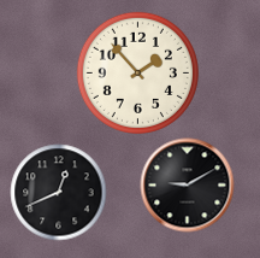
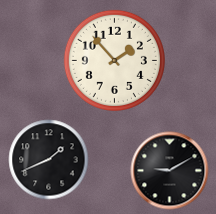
clock at (187, 184) position: (187, 184) -> (169, 170)
clock at (58, 192): 12:41 -> 1:41
